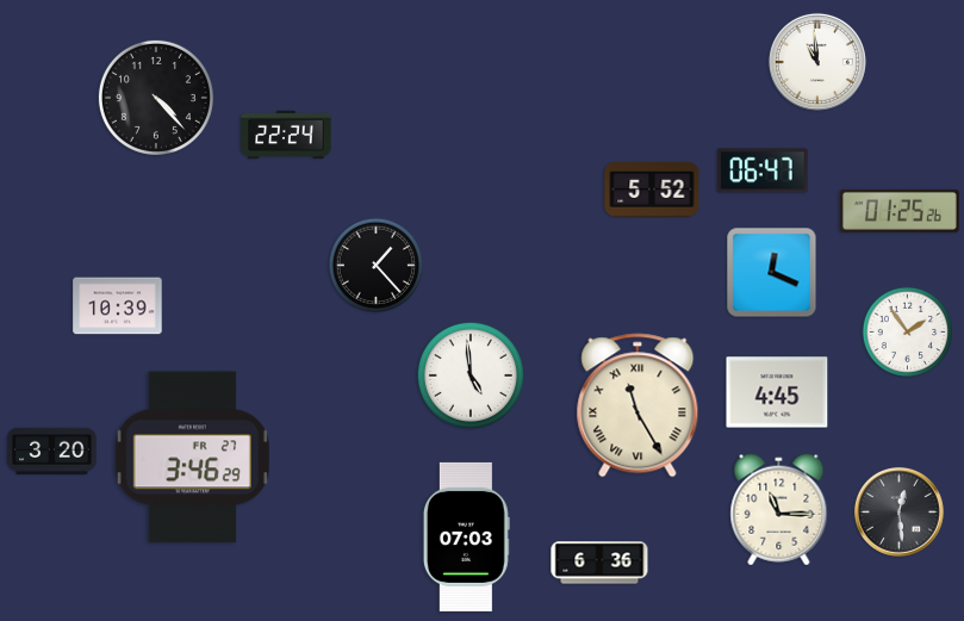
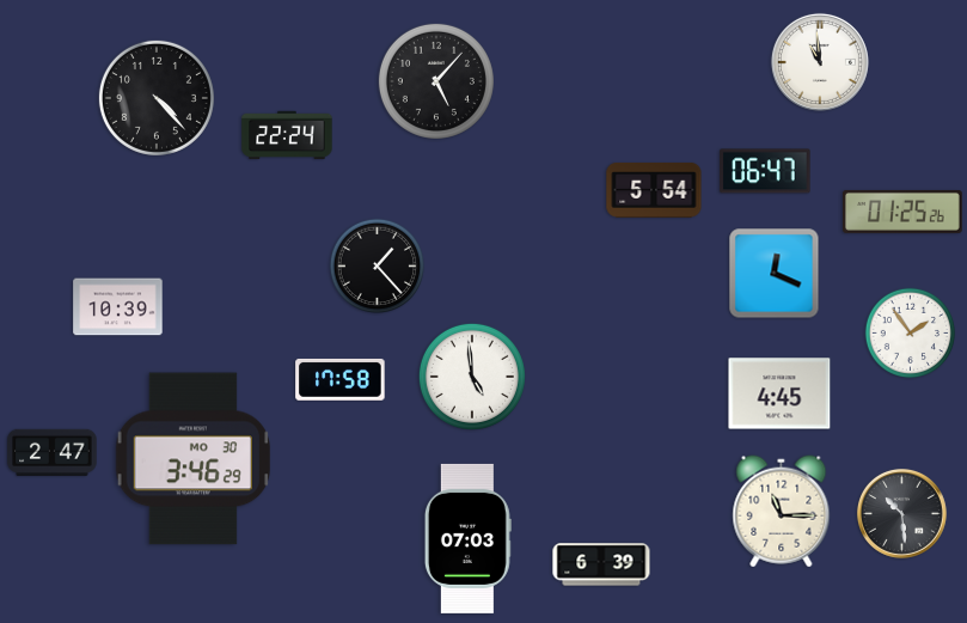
clock at (436, 81): none -> 5:07
clock at (652, 190): 5:52 -> 5:54
clock at (341, 379): none -> 17:58
clock at (638, 405): 11:25 -> none
clock at (52, 451): 3:20 -> 2:47
clock at (192, 458) date: FR 27 -> MO 30
clock at (898, 511): 12:29 -> 10:29
clock at (599, 563): 6:36 -> 6:39
